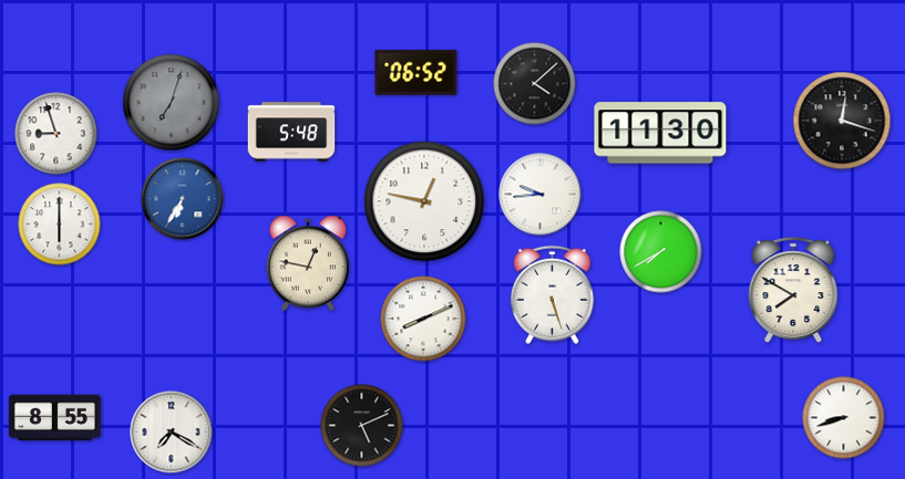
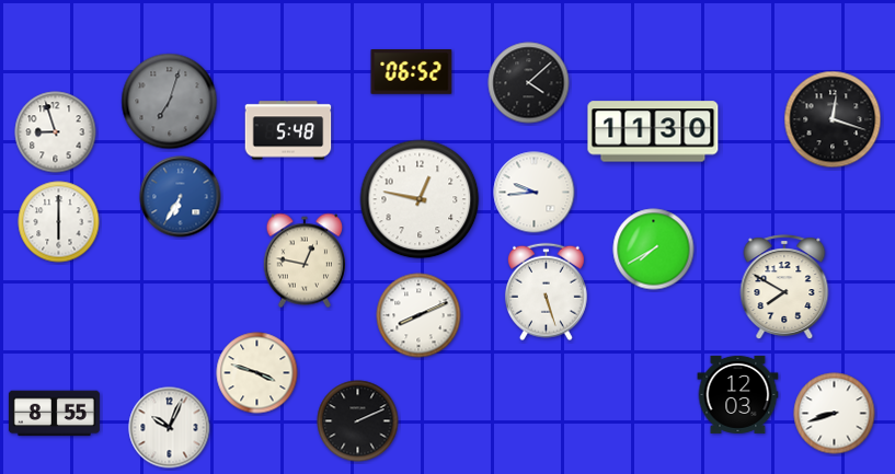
clock at (257, 373): none -> 3:48
clock at (738, 394): none -> 12:03
clock at (362, 426): 5:11 -> 2:11
clock at (172, 433): 7:20 -> 10:04
